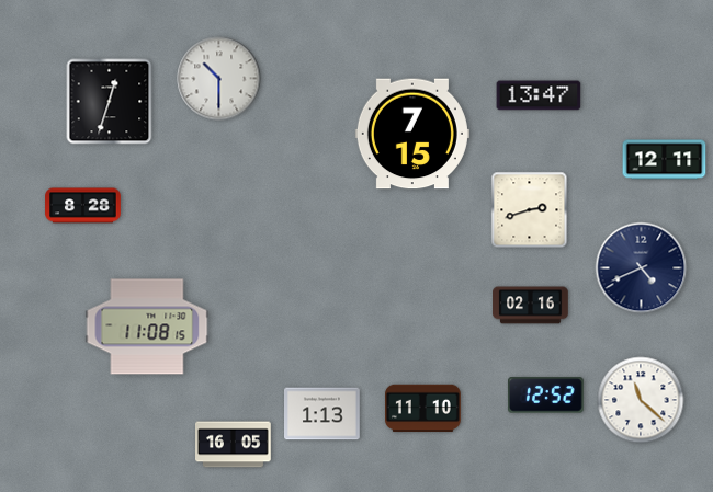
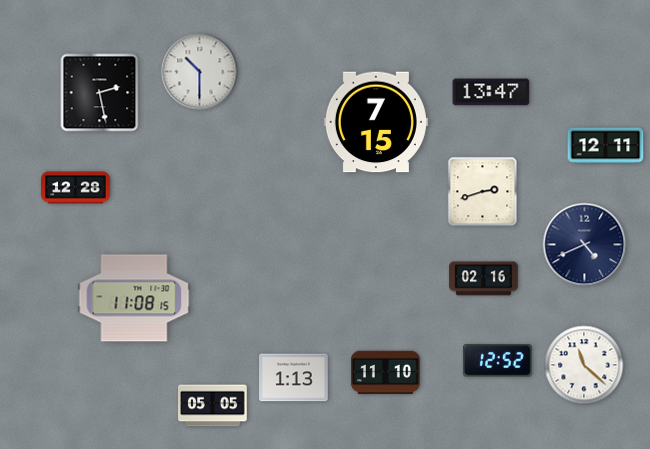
clock at (539, 95) position: (539, 95) -> (491, 92)
clock at (110, 102): 12:33 -> 2:28
clock at (83, 206): 8:28 -> 12:28
clock at (234, 445): 16:05 -> 05:05
